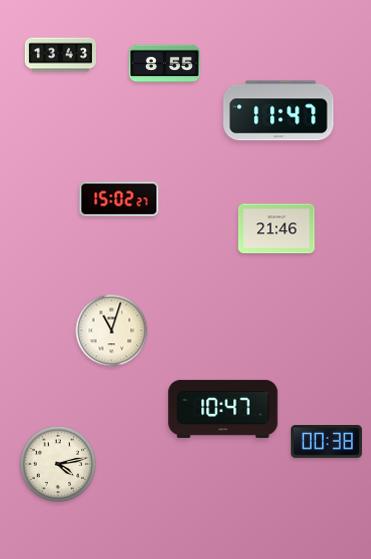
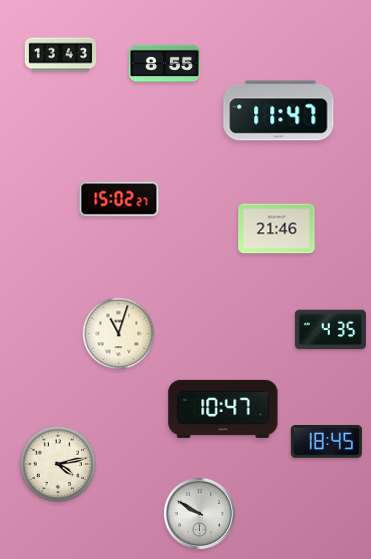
clock at (330, 330): none -> 4:35
clock at (112, 331) position: (112, 331) -> (119, 334)
clock at (326, 442): 00:38 -> 18:45
clock at (199, 513): none -> 9:50
